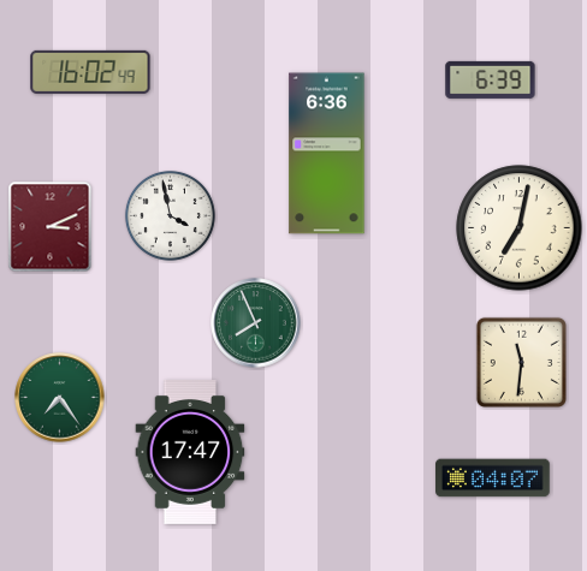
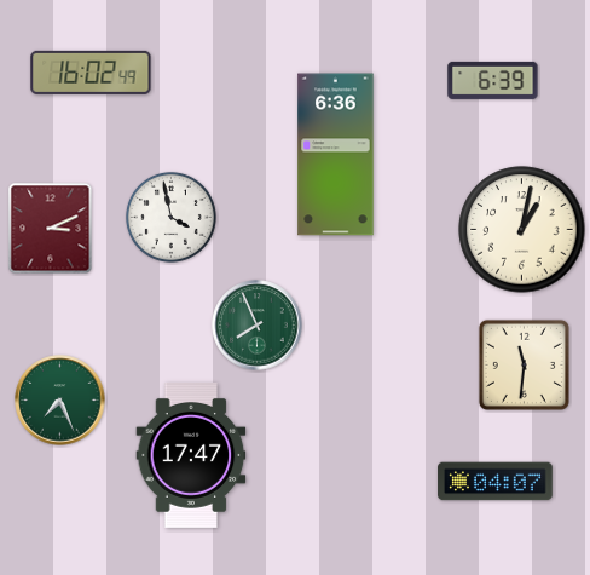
clock at (327, 154) position: (327, 154) -> (336, 155)
clock at (520, 228): 7:02 -> 1:02
clock at (60, 398): 7:24 -> 7:26
